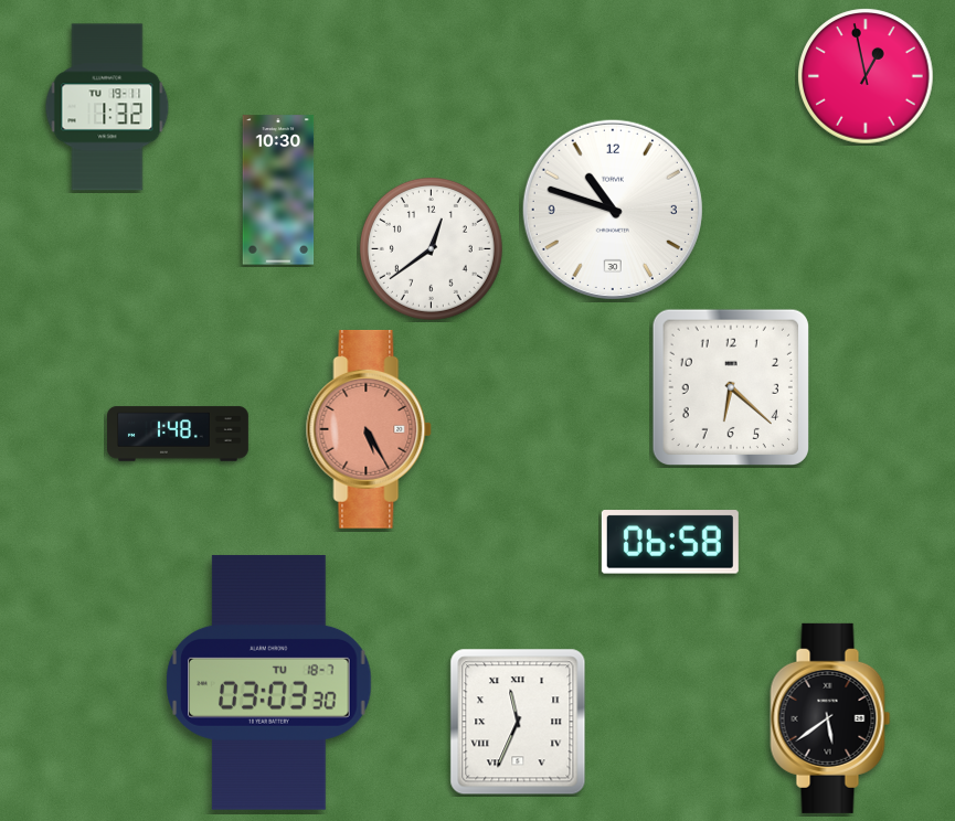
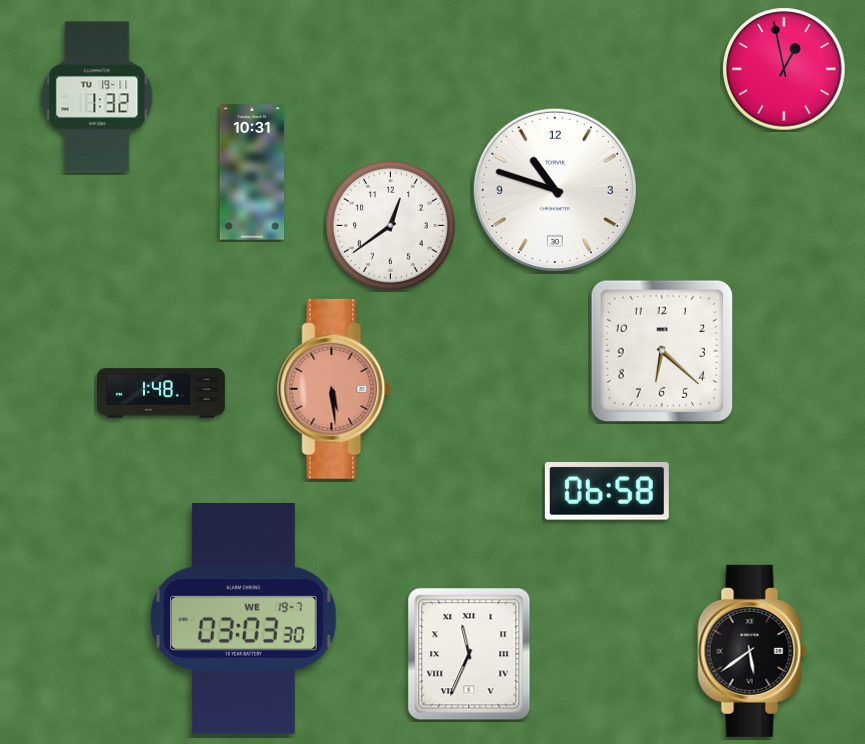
clock at (278, 190): 10:30 -> 10:31
clock at (369, 429): 5:25 -> 5:29
clock at (269, 682) date: TU 18-7 -> WE 19-7
